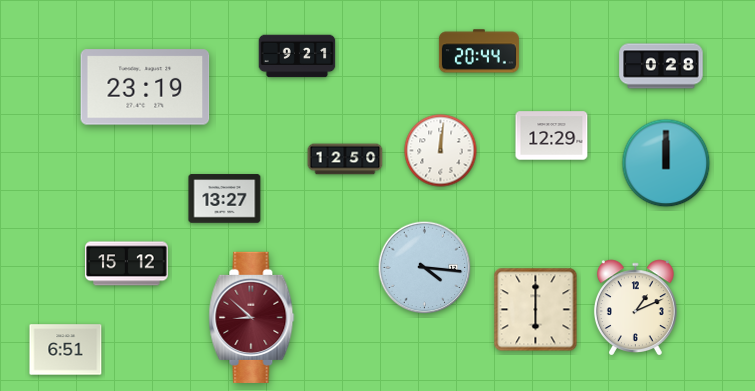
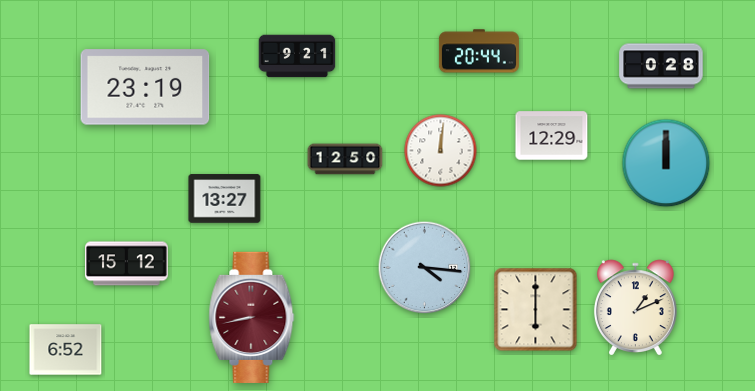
clock at (252, 317): 8:52 -> 8:43
clock at (66, 350): 6:51 -> 6:52
